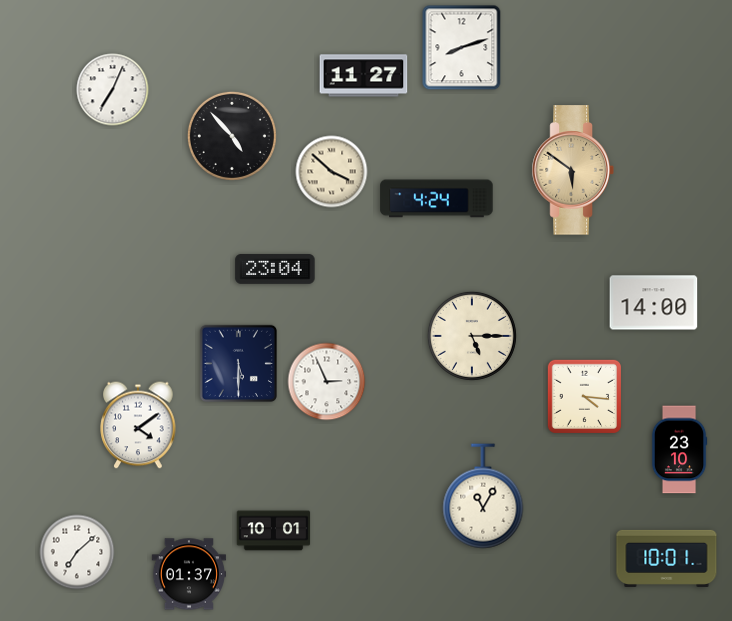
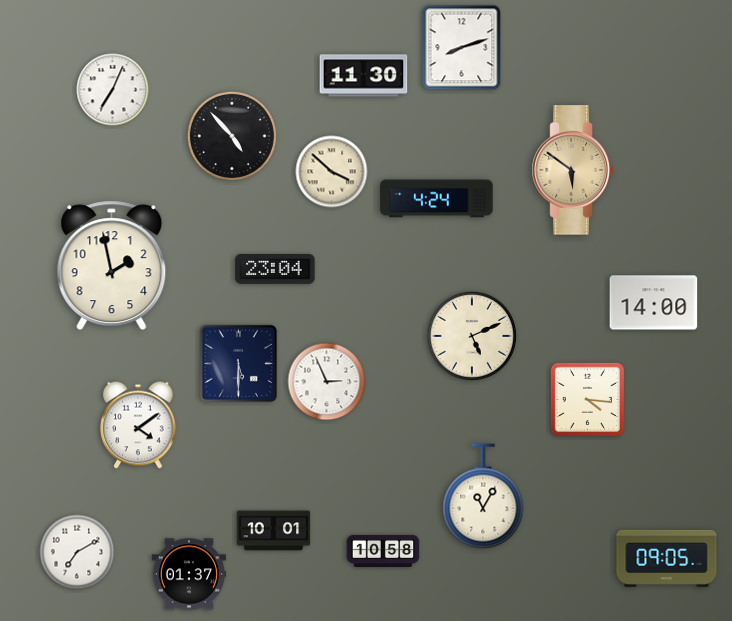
clock at (364, 76): 11:27 -> 11:30
clock at (112, 266): none -> 1:58
clock at (472, 336): 5:15 -> 5:11
clock at (584, 396) position: (584, 396) -> (587, 399)
clock at (679, 450): 23:10 -> none
clock at (383, 551): none -> 10:58
clock at (77, 552): 7:08 -> 7:10
clock at (667, 558): 10:01 -> 09:05
